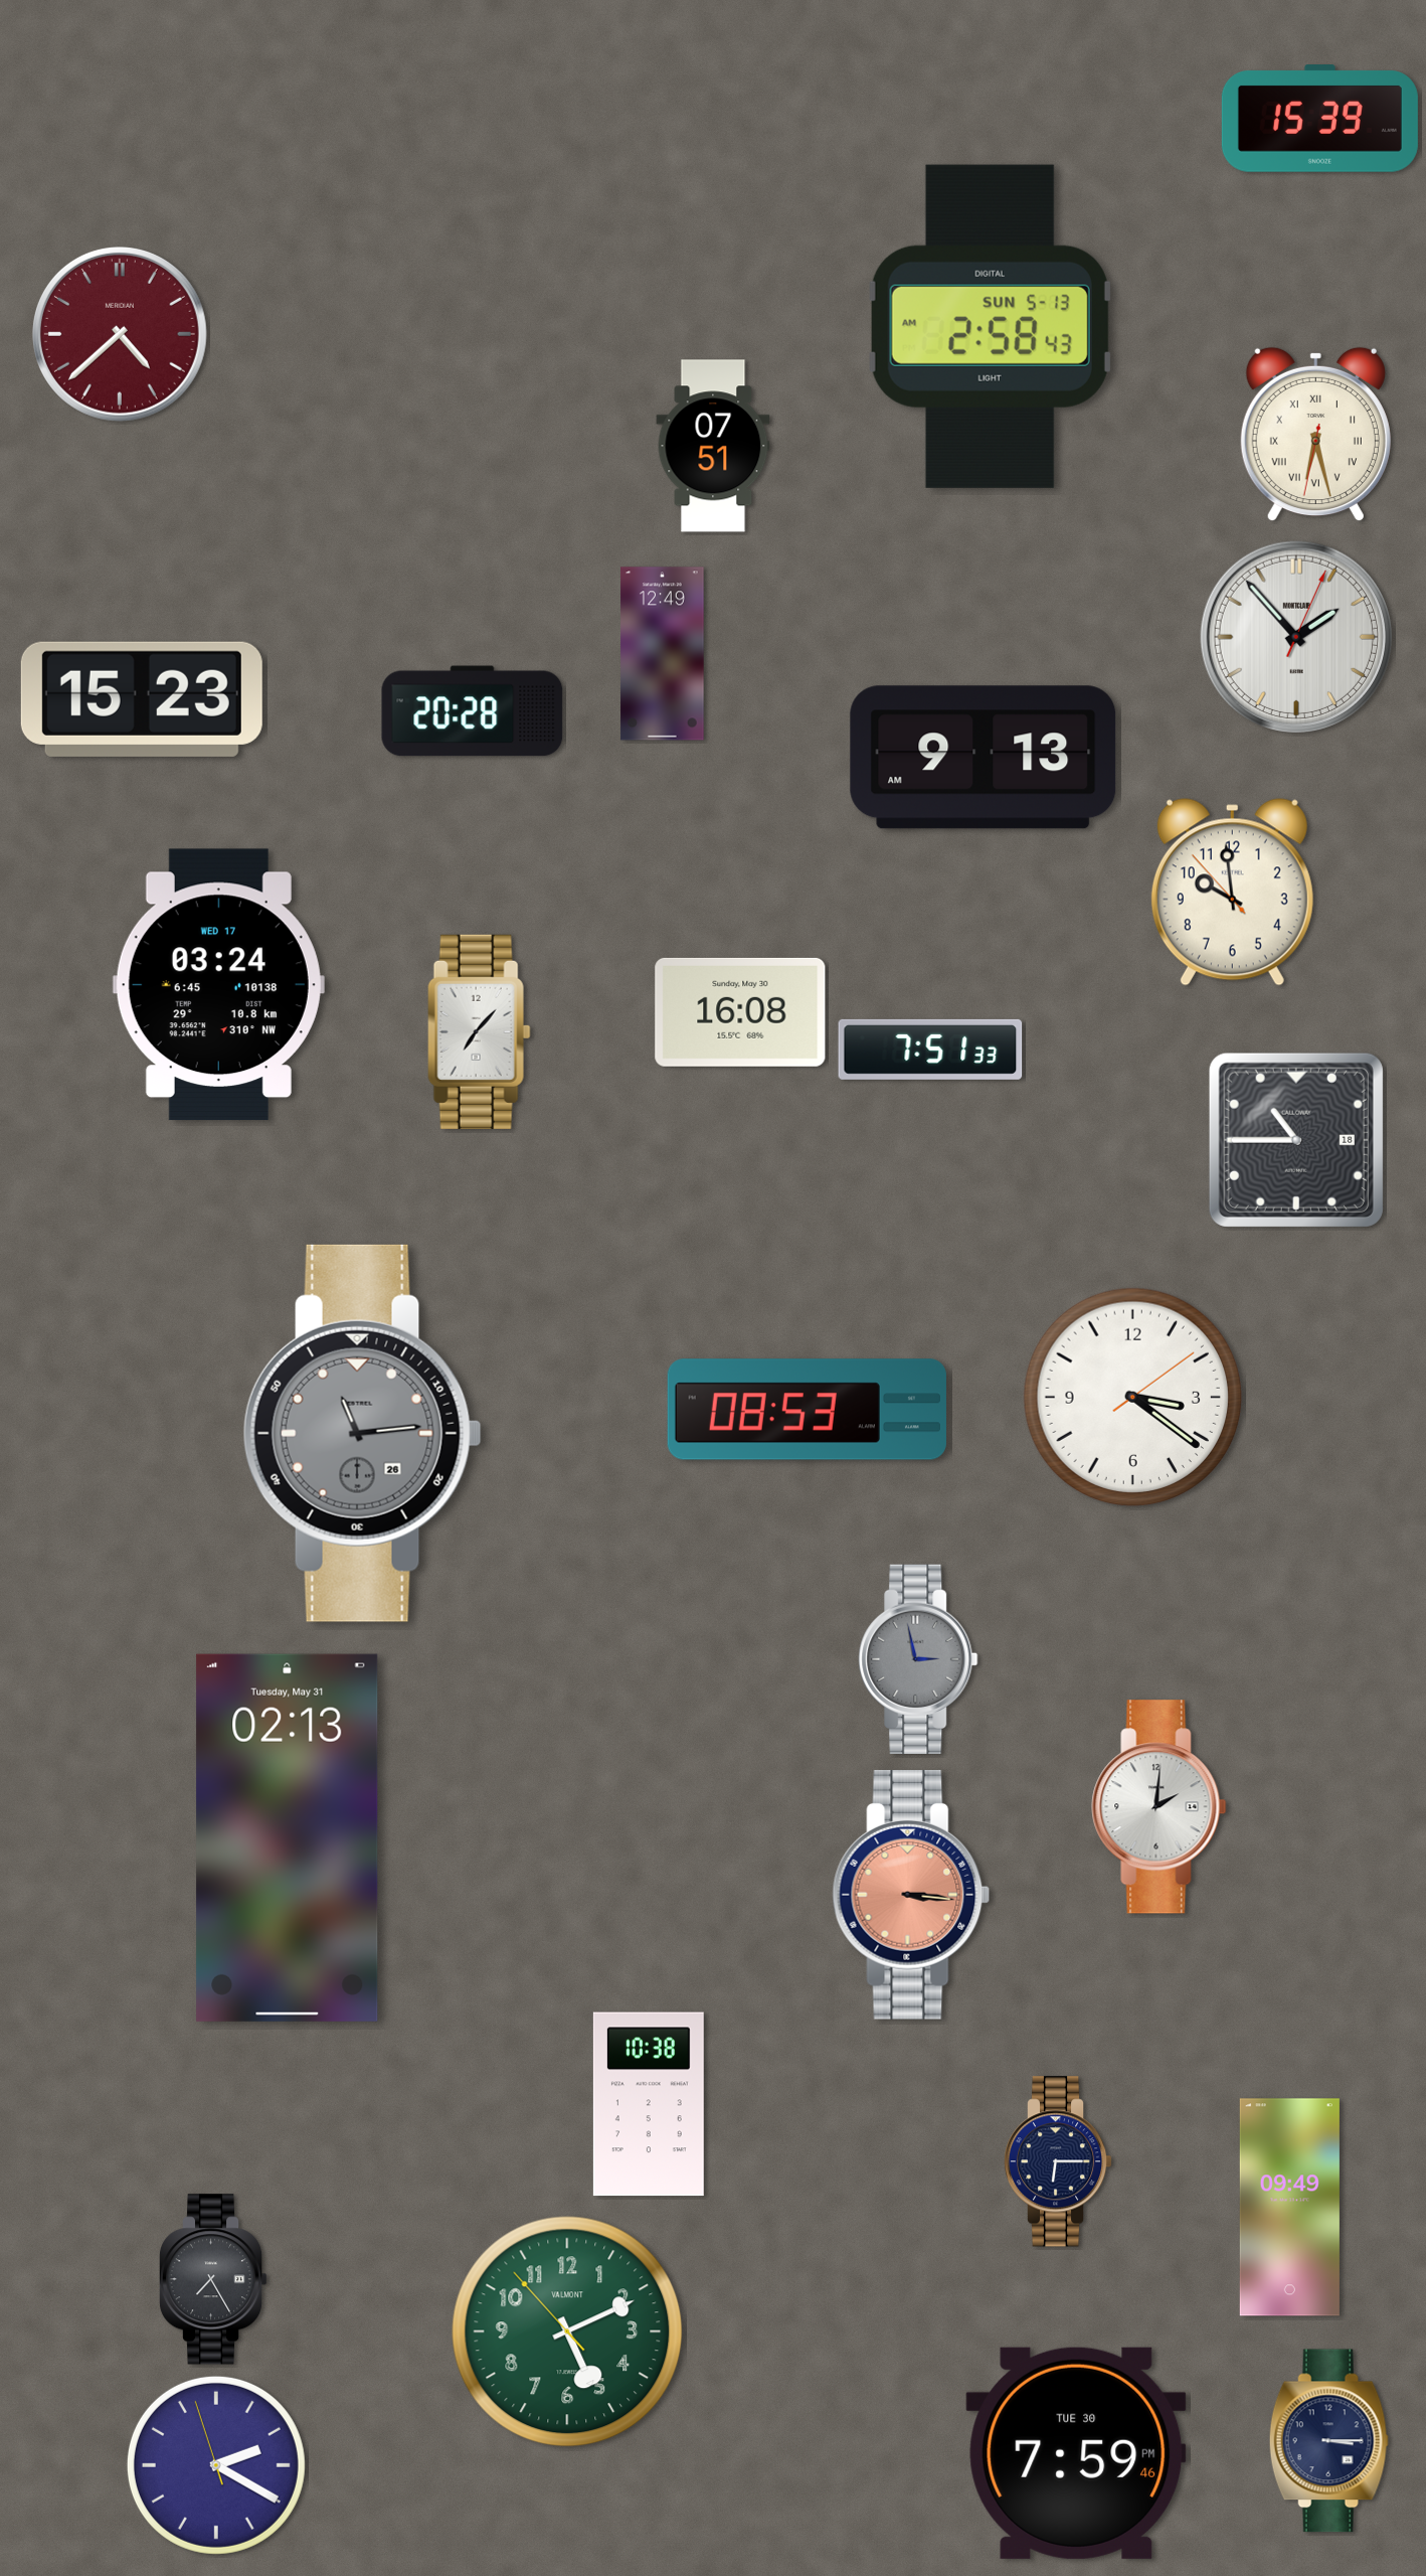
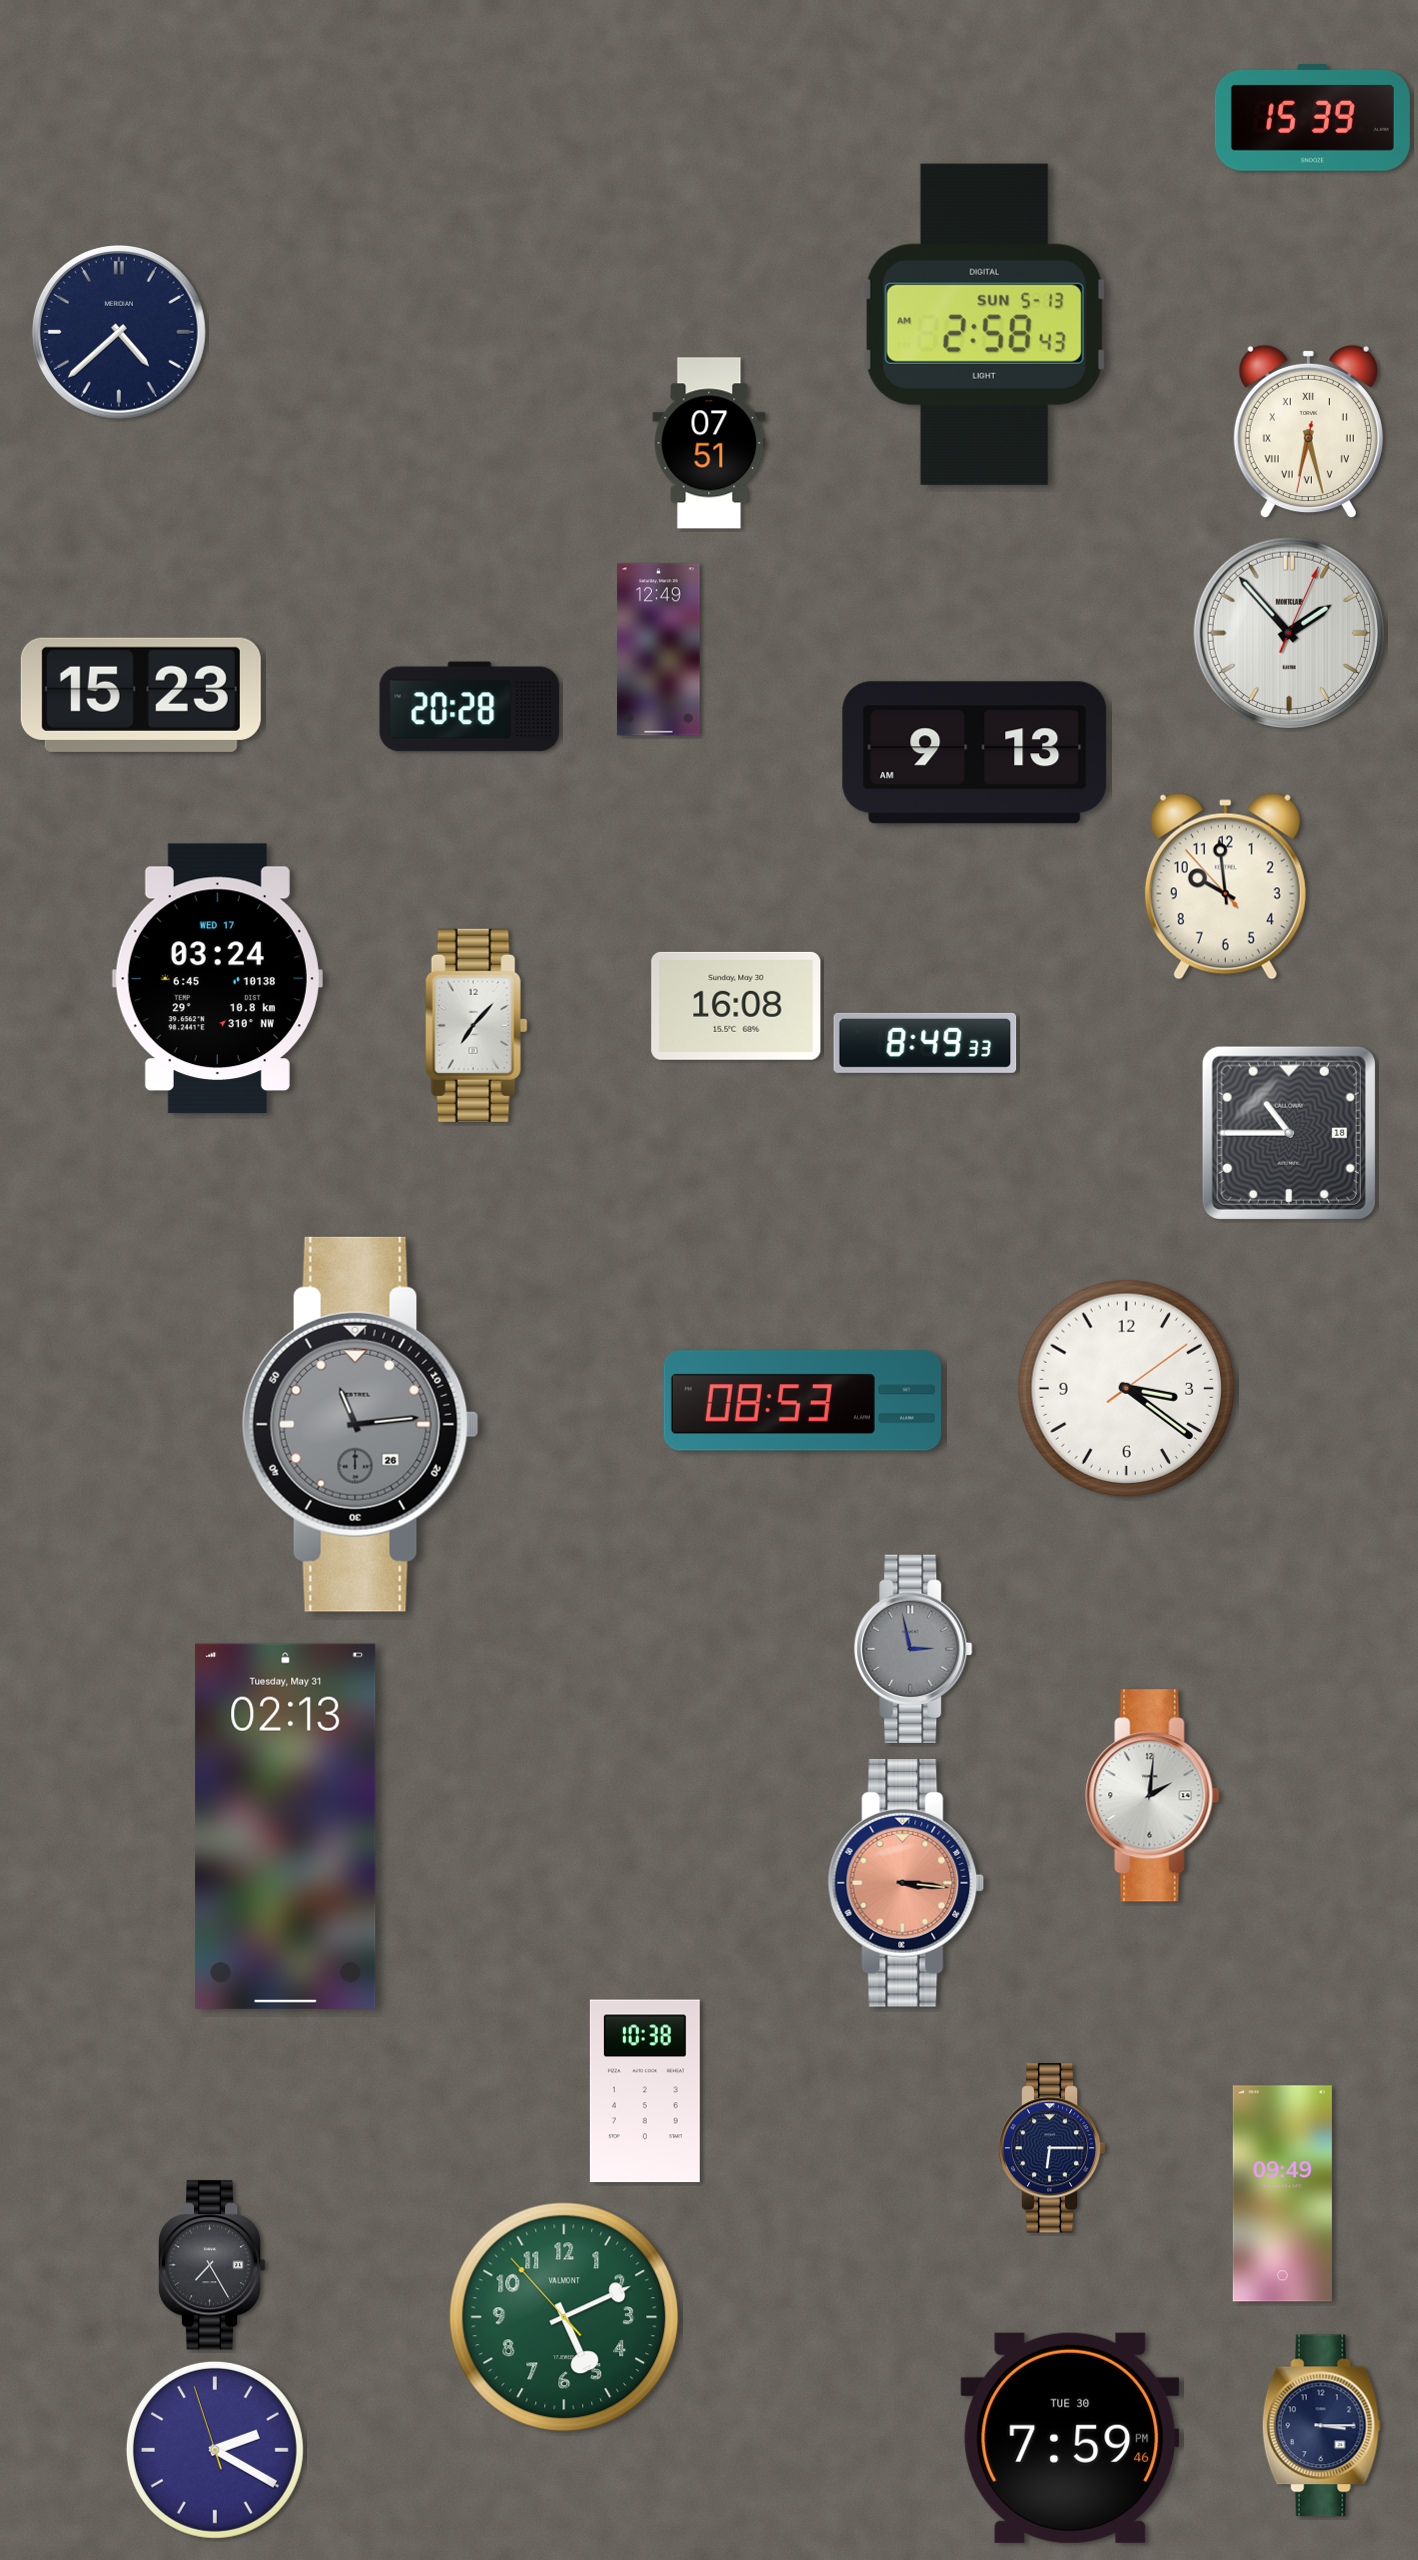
clock at (120, 334) dial: burgundy -> navy
clock at (984, 758) position: (984, 758) -> (975, 753)
clock at (930, 1050): 7:51 -> 8:49
